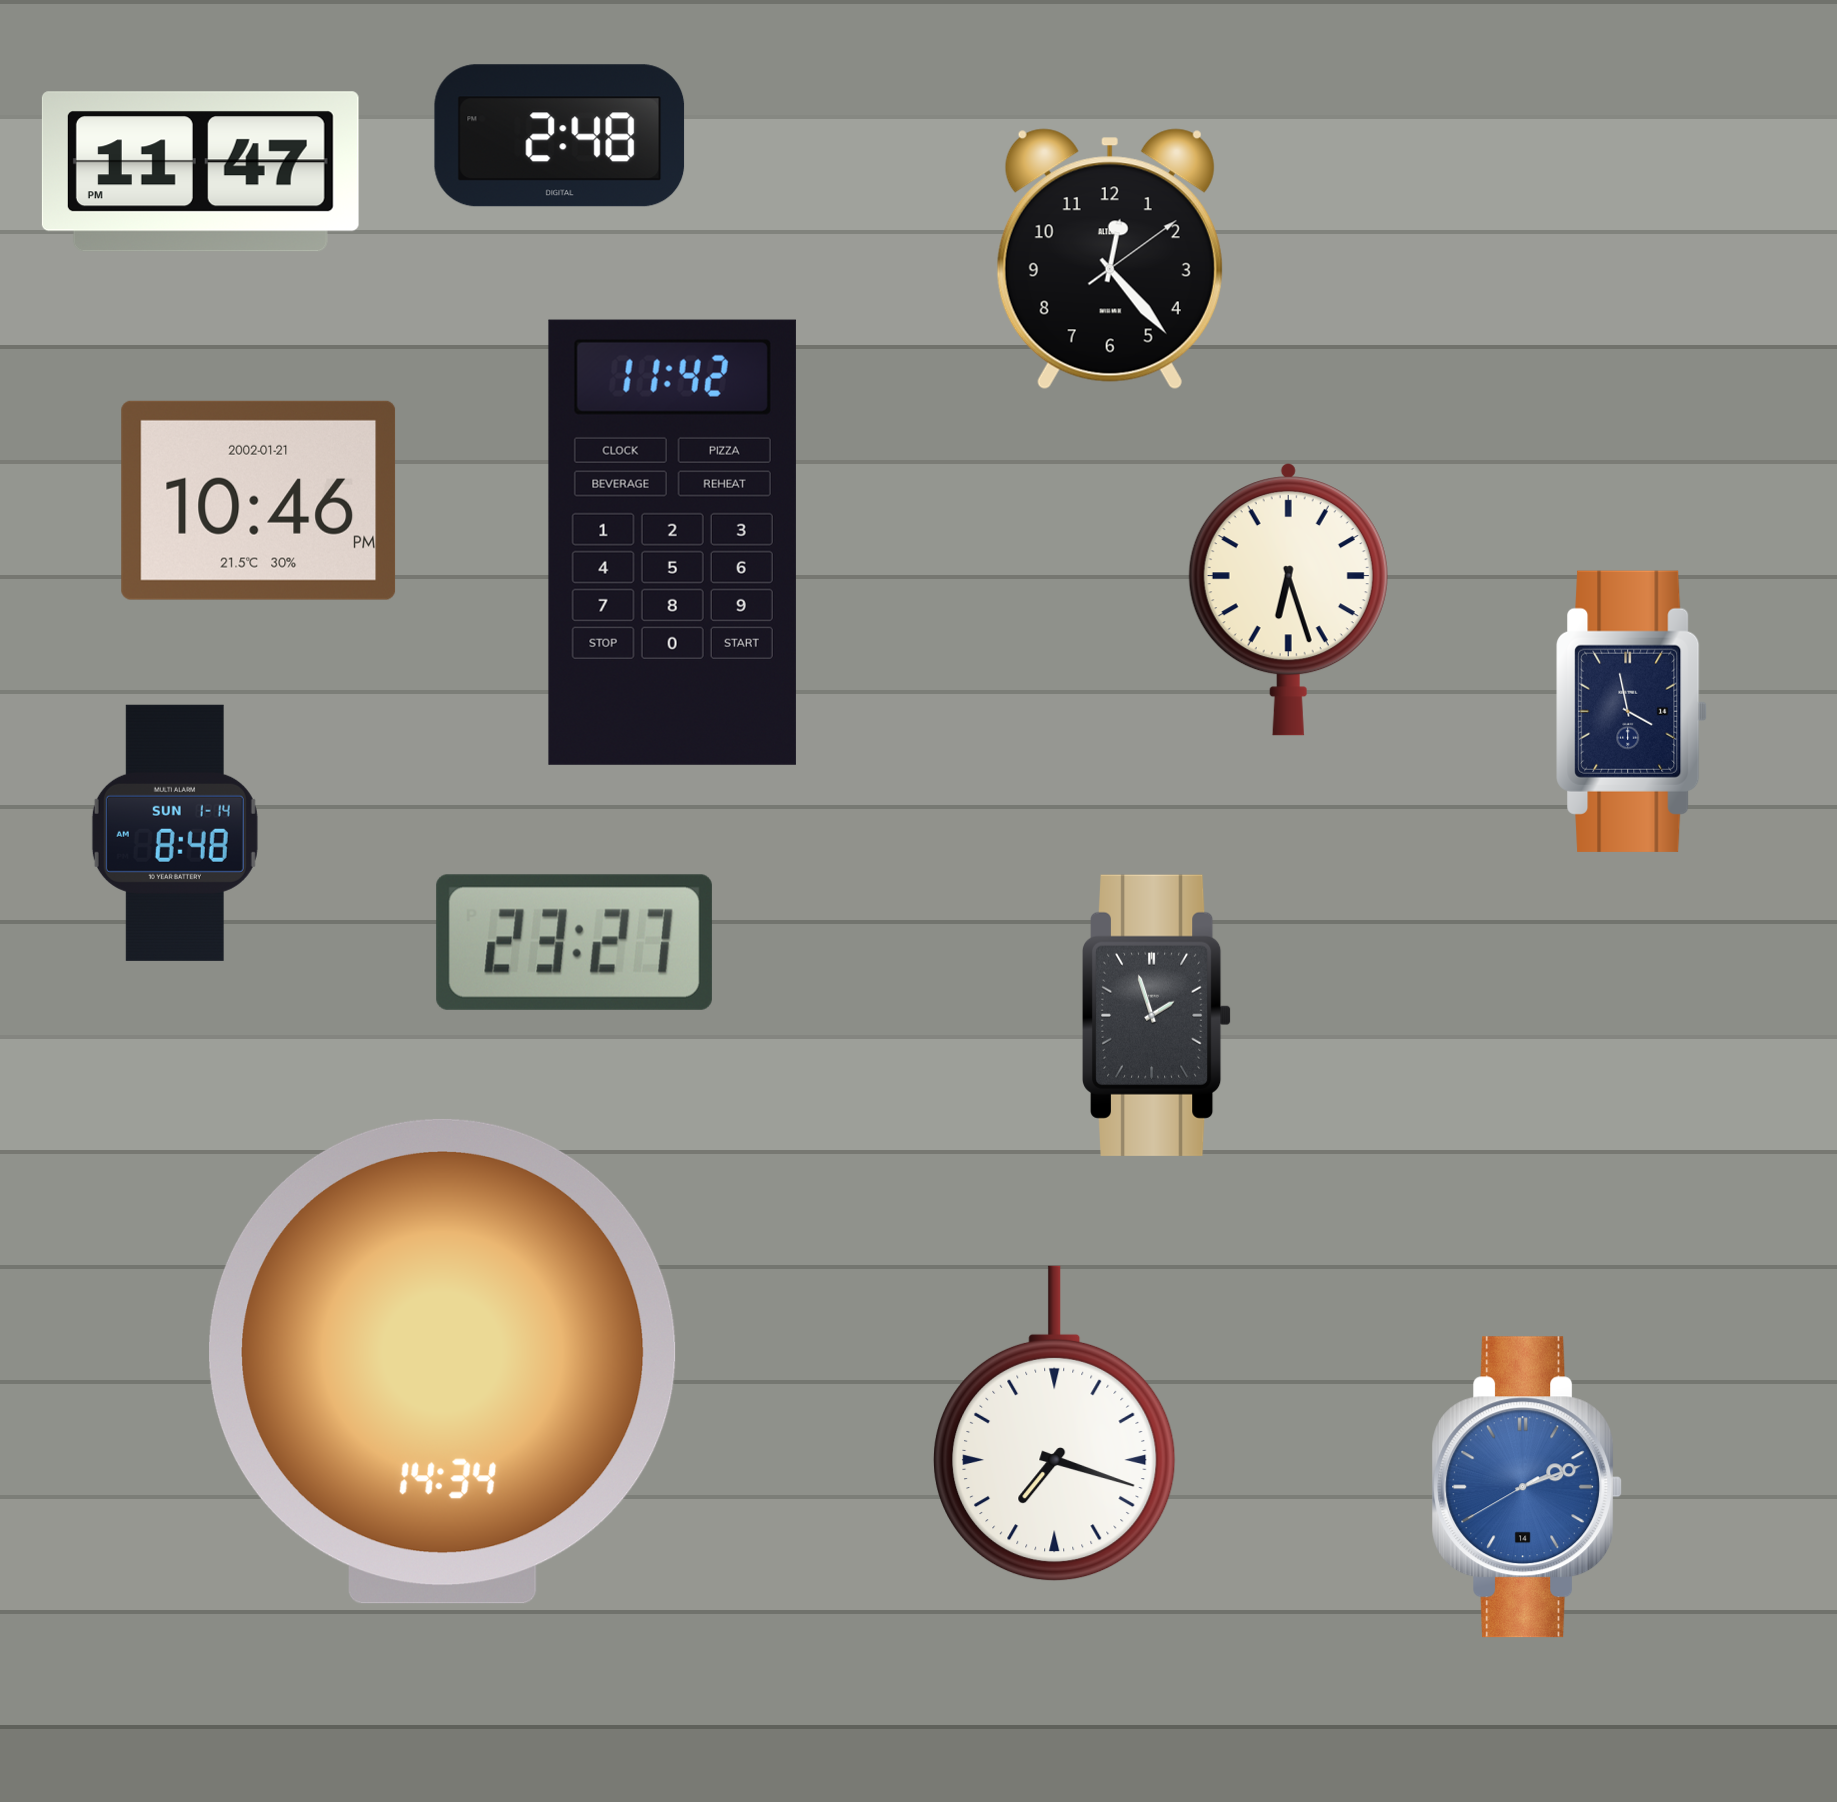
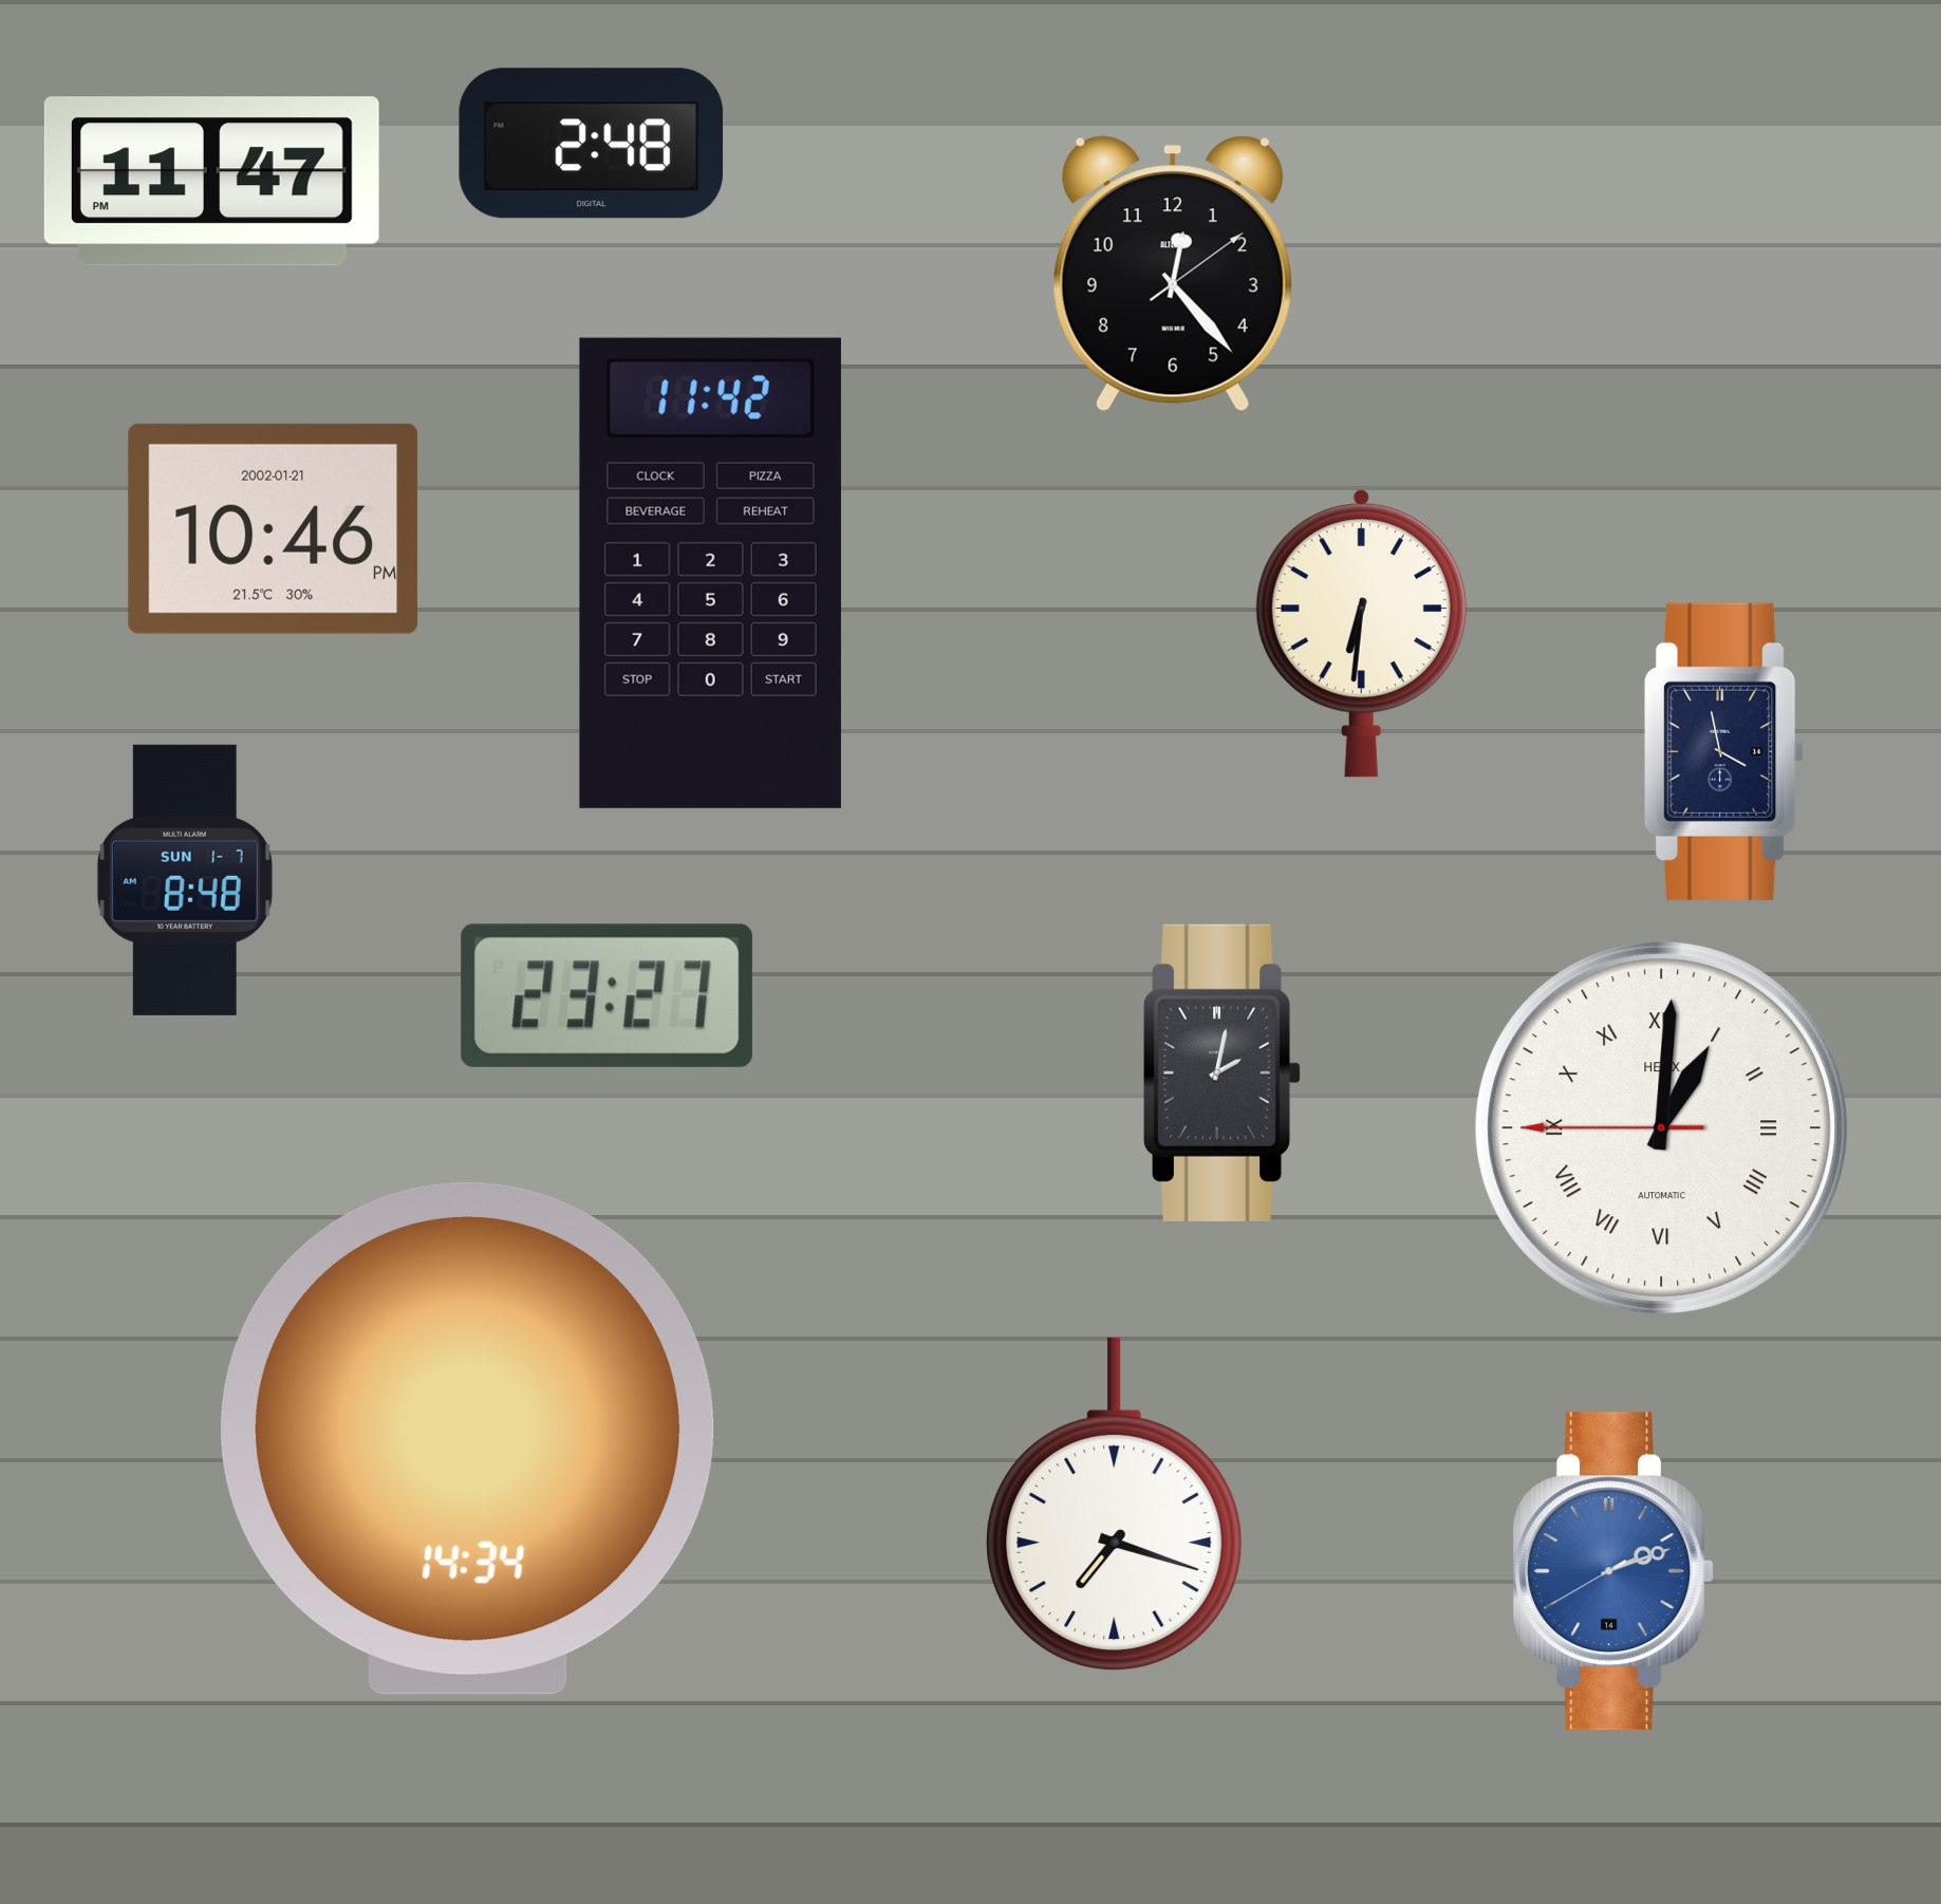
clock at (1288, 600): 6:27 -> 6:31
clock at (175, 833) date: SUN 1-14 -> SUN 1-7
clock at (1157, 1015): 1:57 -> 2:02
clock at (1662, 1128): none -> 1:00
